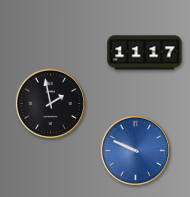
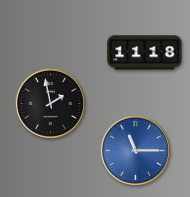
clock at (145, 53): 11:17 -> 11:18
clock at (135, 150): 9:49 -> 11:15
